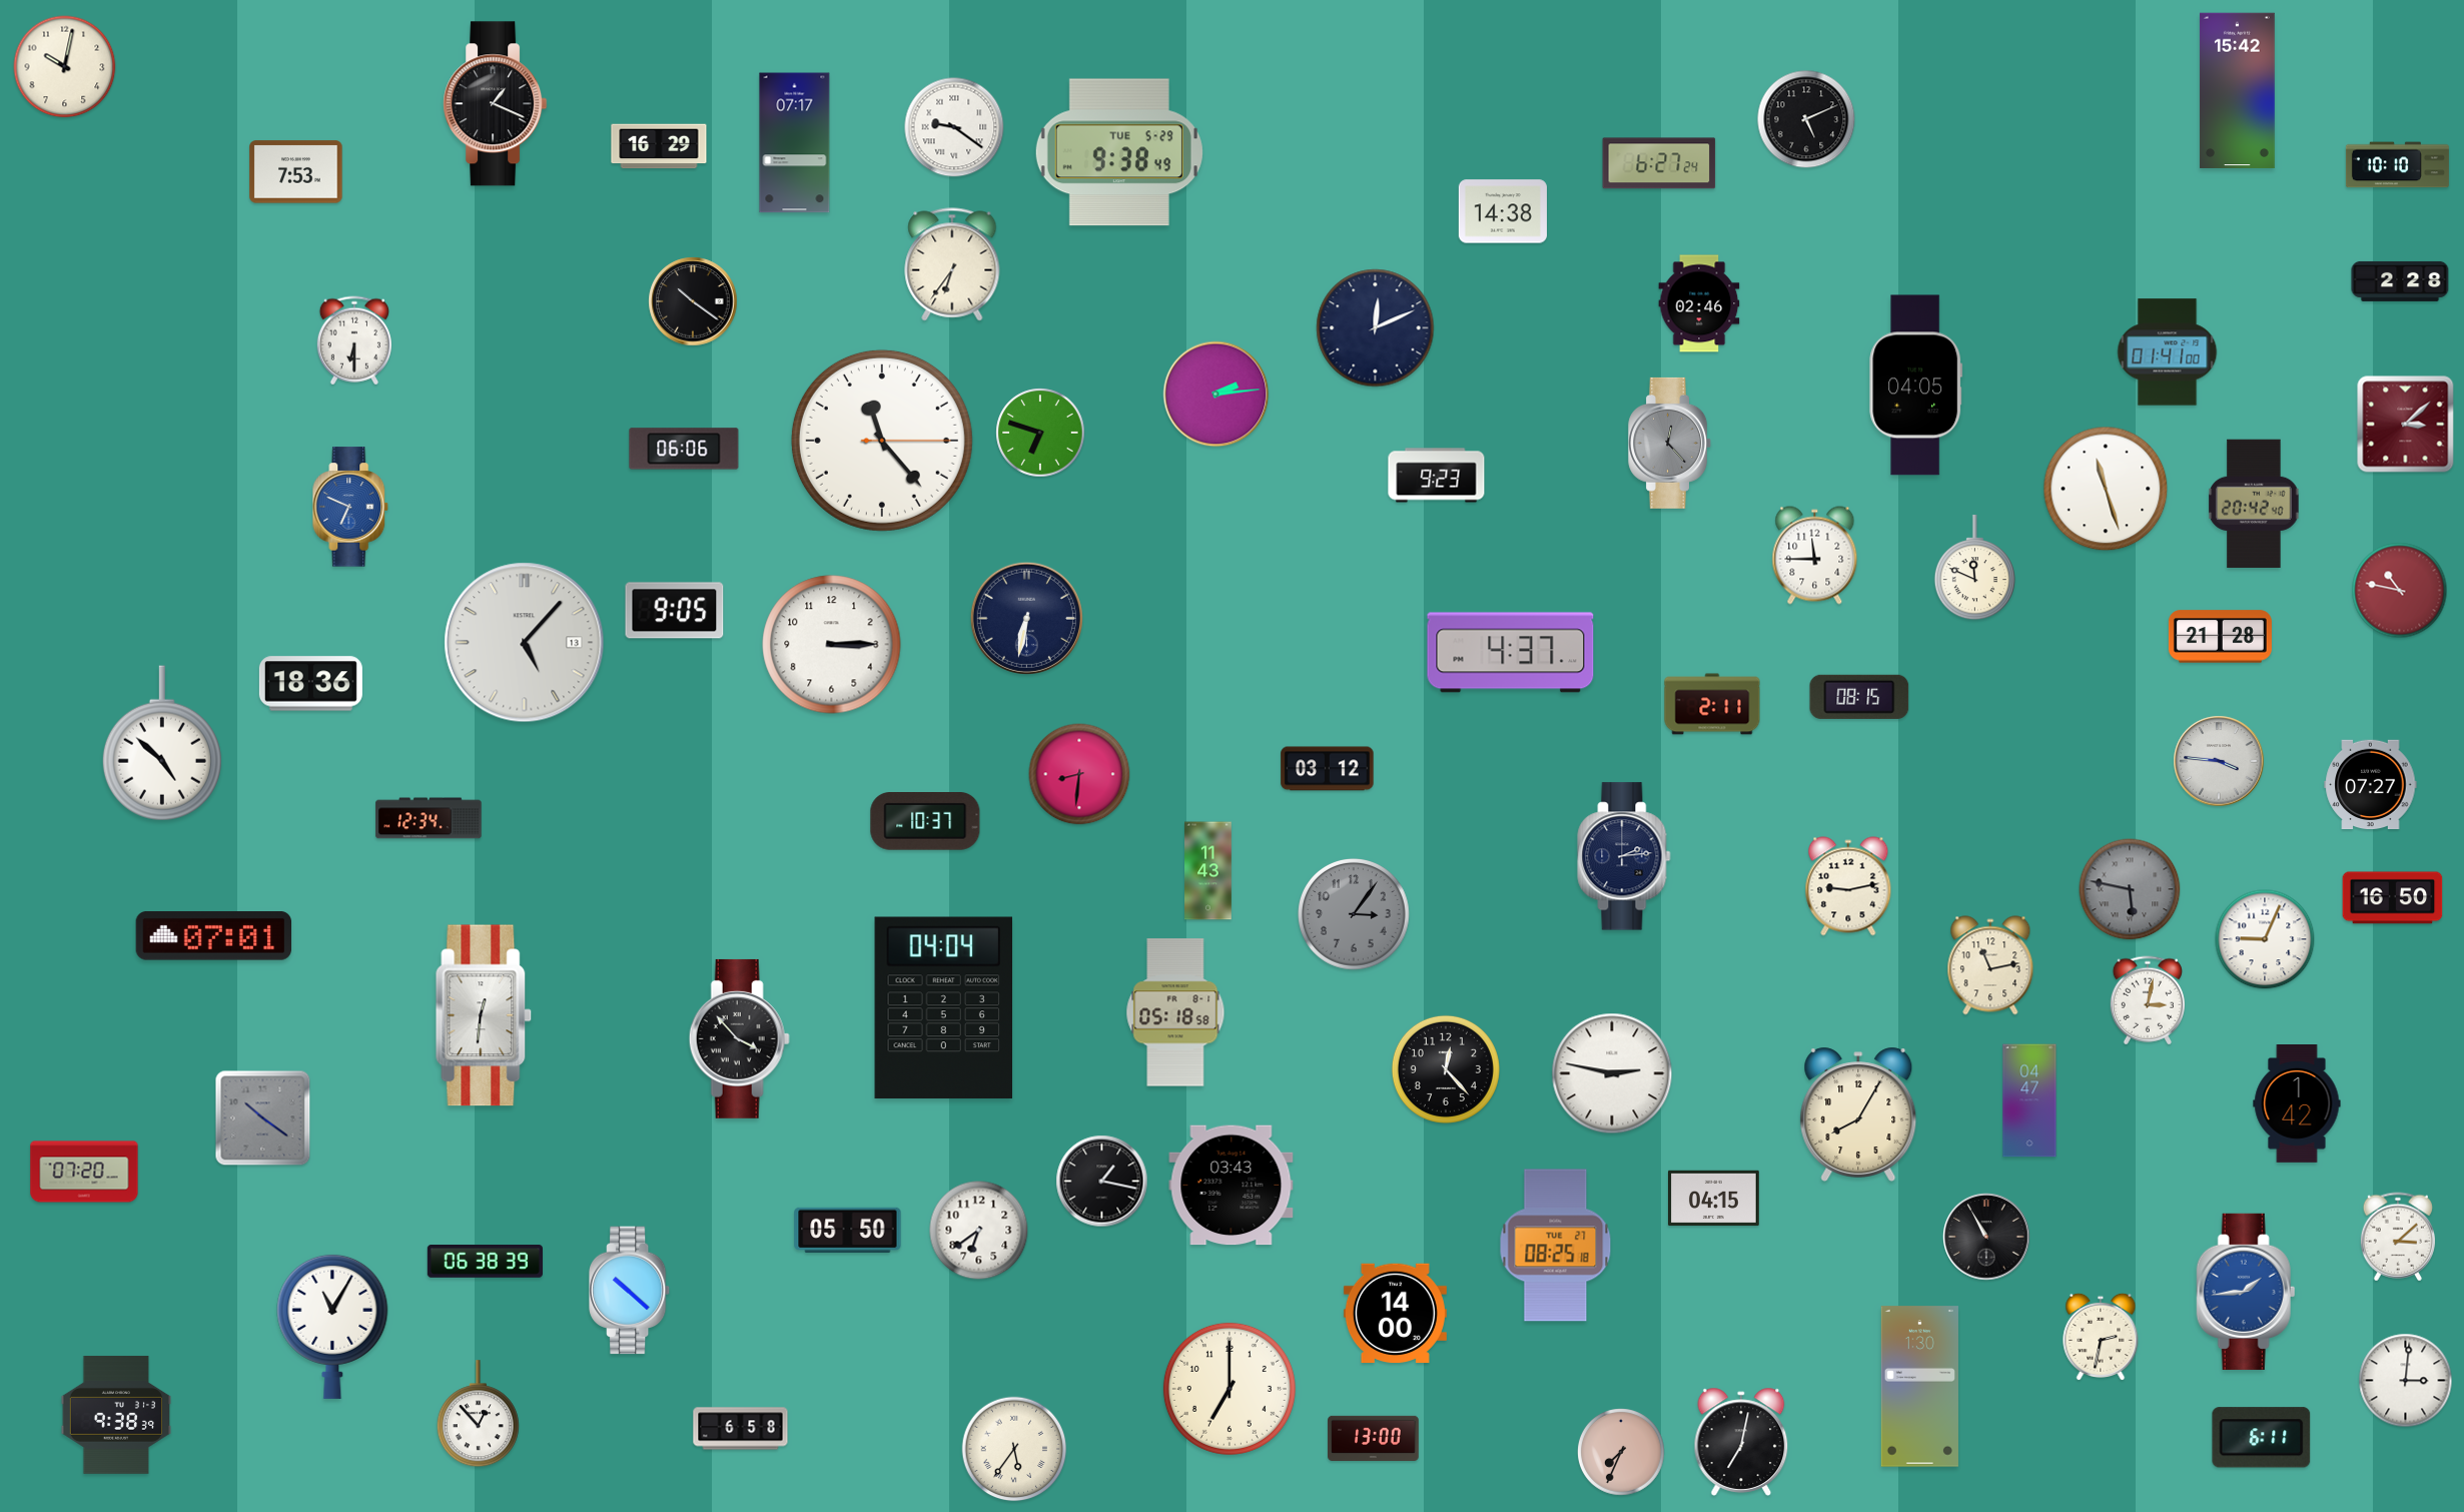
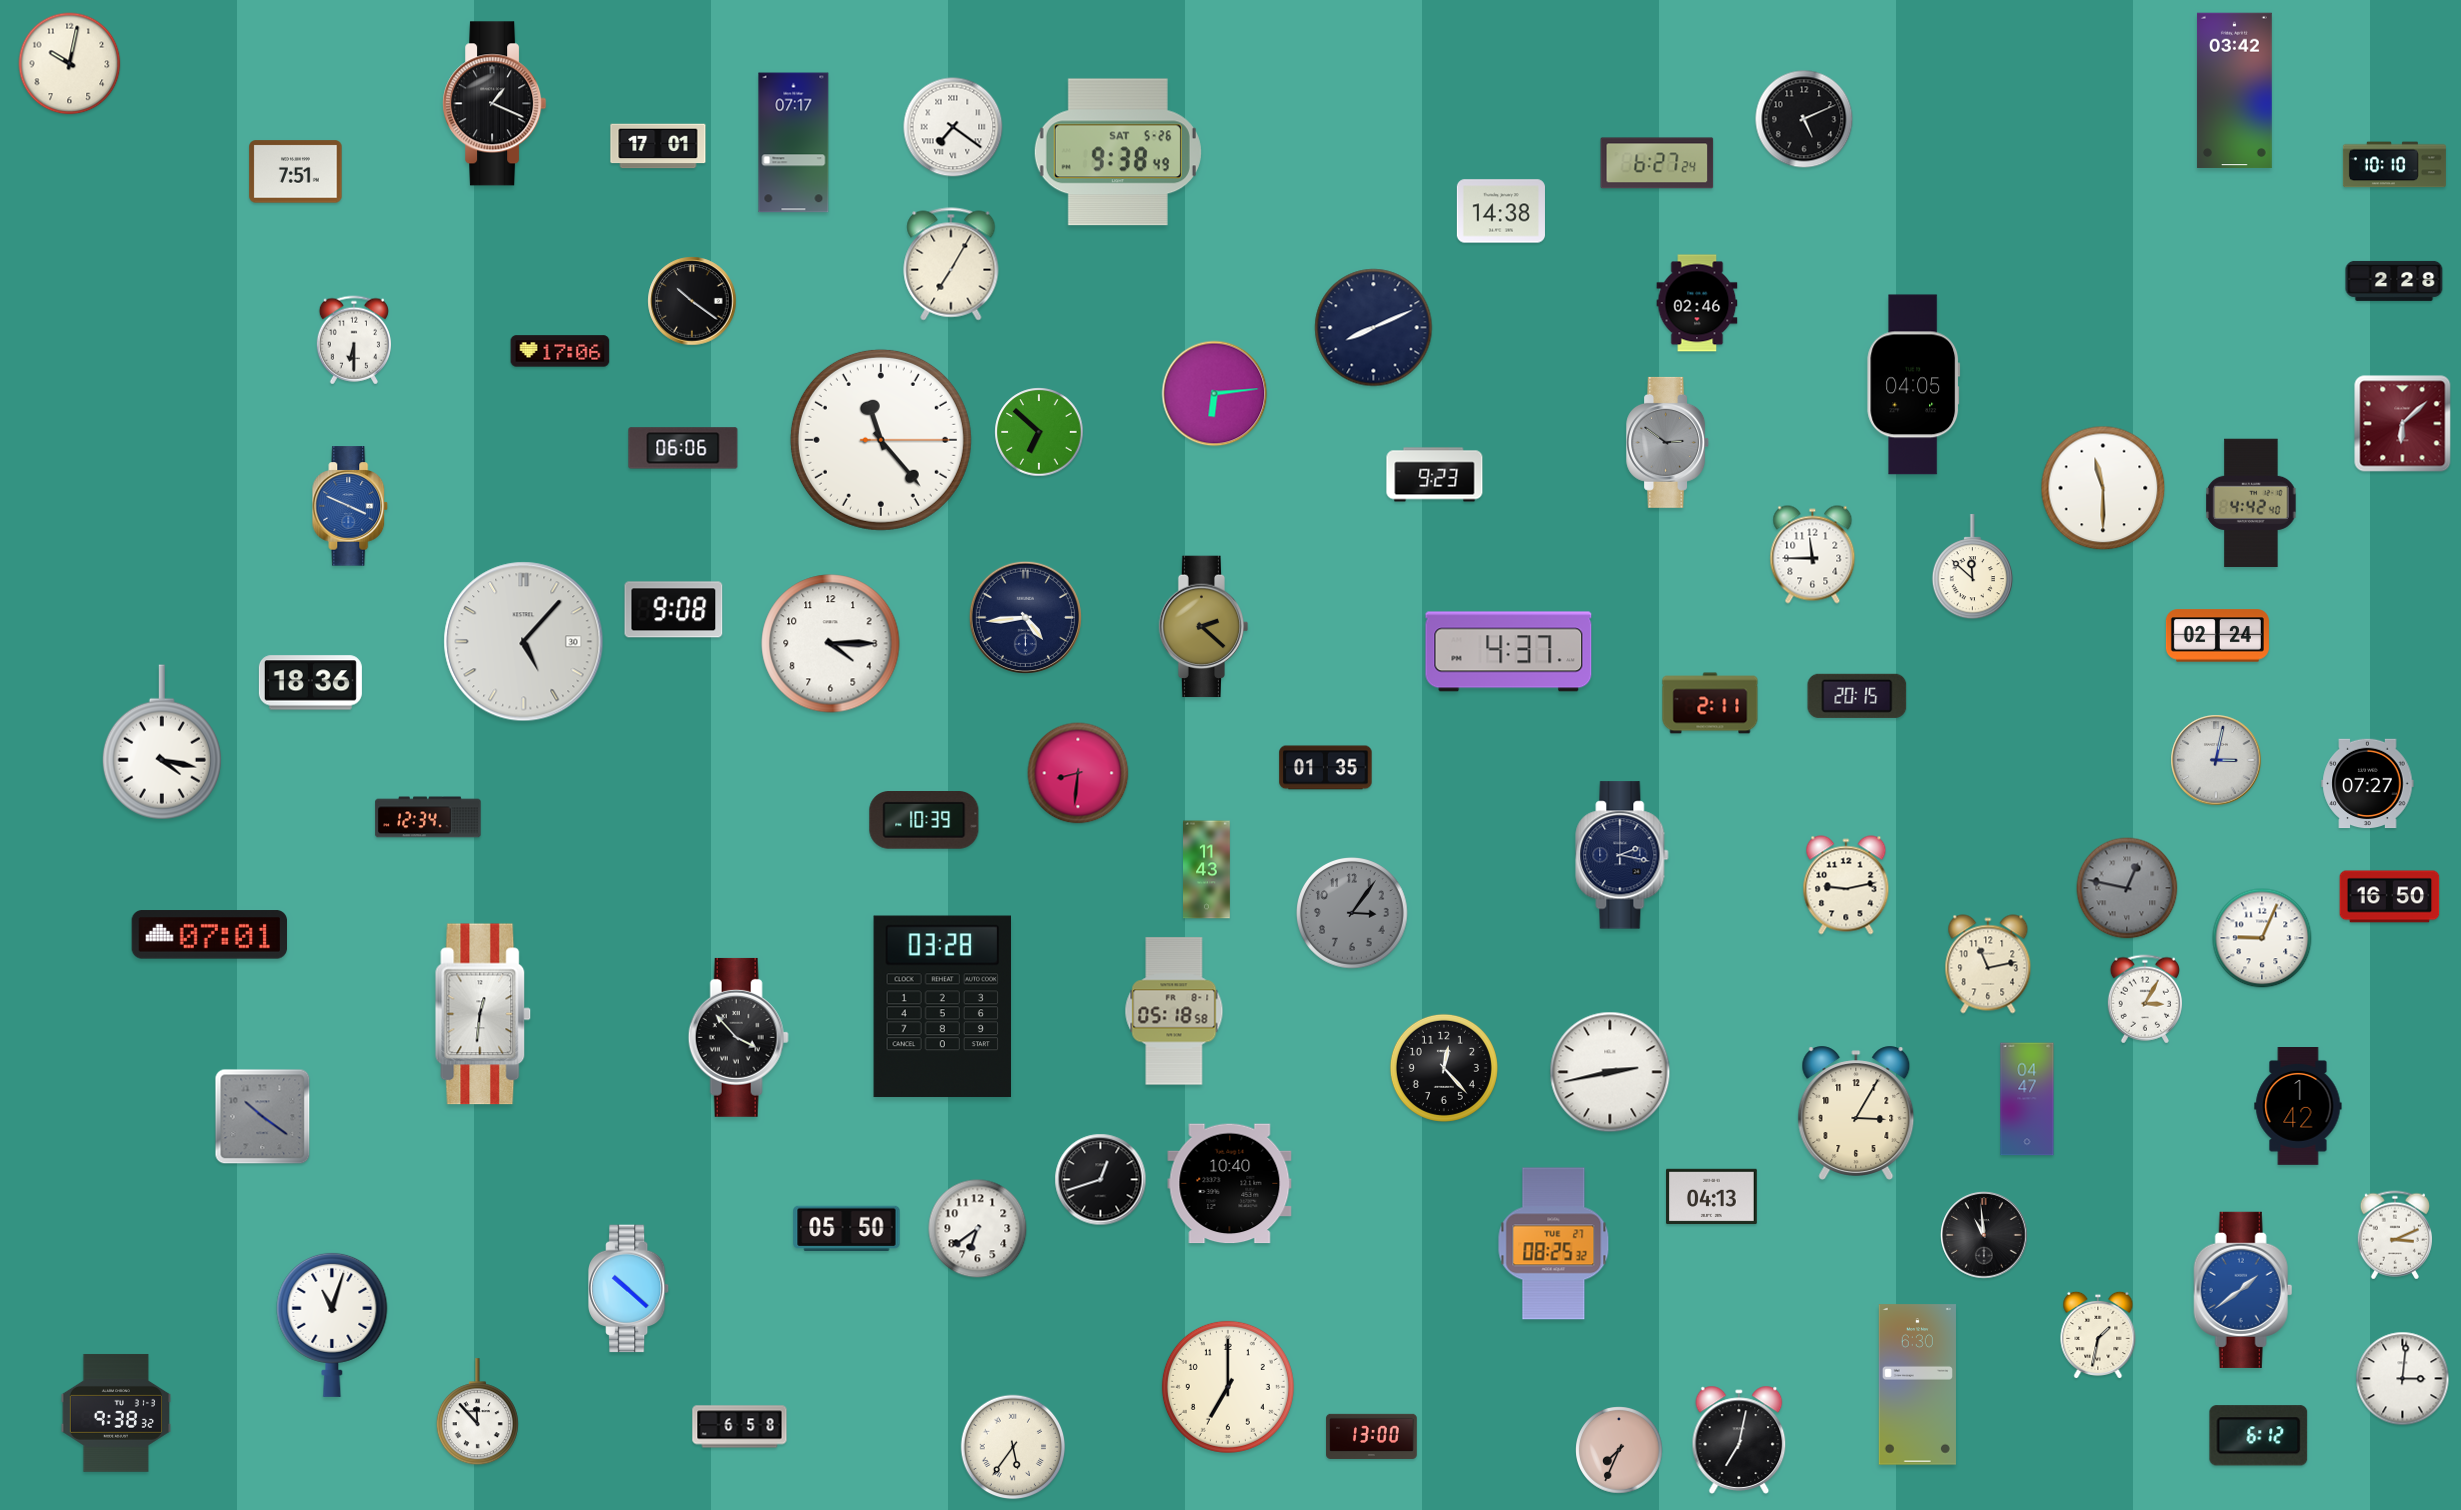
clock at (65, 67) position: (65, 67) -> (70, 64)
clock at (2237, 91): 15:42 -> 03:42
clock at (954, 127): 9:21 -> 7:21
clock at (659, 146): 16:29 -> 17:01
clock at (1119, 152) date: TUE 5-29 -> SAT 5-26
clock at (296, 172): 7:53 -> 7:51
clock at (952, 264): 6:36 -> 7:05
clock at (2400, 281) position: (2400, 281) -> (2394, 281)
clock at (1376, 328): 12:11 -> 8:11
clock at (560, 351): none -> 17:06
clock at (2168, 352): 01:41 -> none
clock at (1216, 395): 2:14 -> 6:14
clock at (2406, 425): 3:08 -> 6:08
clock at (1040, 433): 6:48 -> 6:52
clock at (1670, 443): 12:23 -> 2:51
clock at (2106, 489): 11:27 -> 11:30
clock at (2254, 503): 20:42 -> 4:42
clock at (350, 507): 6:49 -> 3:49
clock at (1974, 568): 11:49 -> 11:52
clock at (2400, 591): 10:47 -> none
clock at (675, 611): 9:05 -> 9:08
clock at (1026, 618): 6:32 -> 4:44
clock at (1204, 627): none -> 2:22
clock at (2220, 637): 21:28 -> 02:24
clock at (525, 643) date: 13 -> 30
clock at (832, 645): 3:15 -> 4:15
clock at (1859, 697): 08:15 -> 20:15
clock at (162, 743): 4:52 -> 4:17
clock at (2219, 761): 3:46 -> 3:02
clock at (1328, 769): 03:12 -> 01:35
clock at (925, 822): 10:37 -> 10:39
clock at (1624, 856): 2:14 -> 2:17
clock at (2130, 889): 5:47 -> 12:47
clock at (213, 936) position: (213, 936) -> (209, 935)
clock at (2148, 1000): 3:02 -> 3:05
clock at (943, 1008): 04:04 -> 03:28
clock at (1612, 1073): 2:47 -> 2:43
clock at (2297, 1104) position: (2297, 1104) -> (2298, 1107)
clock at (1858, 1114): 8:05 -> 3:05
clock at (84, 1172): 07:20 -> none
clock at (1102, 1182): 1:17 -> 12:42
clock at (1231, 1186): 03:43 -> 10:40
clock at (1714, 1199): 04:15 -> 04:13
clock at (1986, 1237): 10:55 -> 10:59
clock at (2398, 1237): 3:08 -> 3:11
clock at (1556, 1246): 08:25:18 -> 08:25:32
clock at (485, 1262): 06:38 -> none
clock at (2246, 1292): 1:44 -> 1:39
clock at (1395, 1314): 14:00 -> none
clock at (332, 1326): 11:05 -> 11:03
clock at (2101, 1337): 2:32 -> 1:32
clock at (1919, 1387): 1:30 -> 6:30
clock at (478, 1414): 12:53 -> 11:53
clock at (115, 1415): 9:38:39 -> 9:38:32
clock at (2262, 1438): 6:11 -> 6:12
